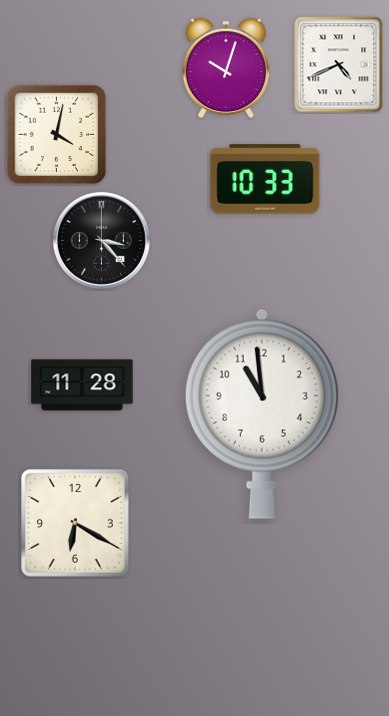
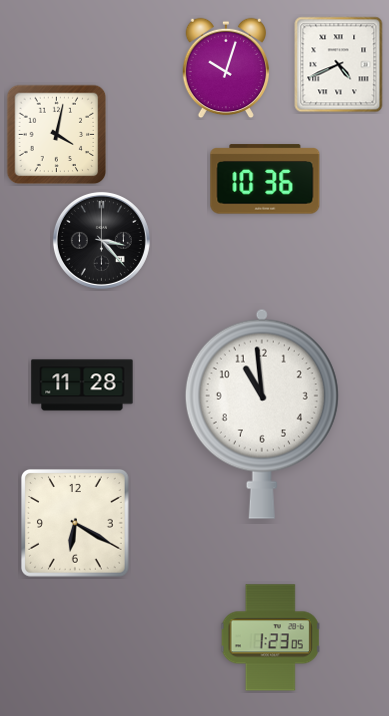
clock at (265, 179): 10:33 -> 10:36
clock at (271, 638): none -> 1:23
